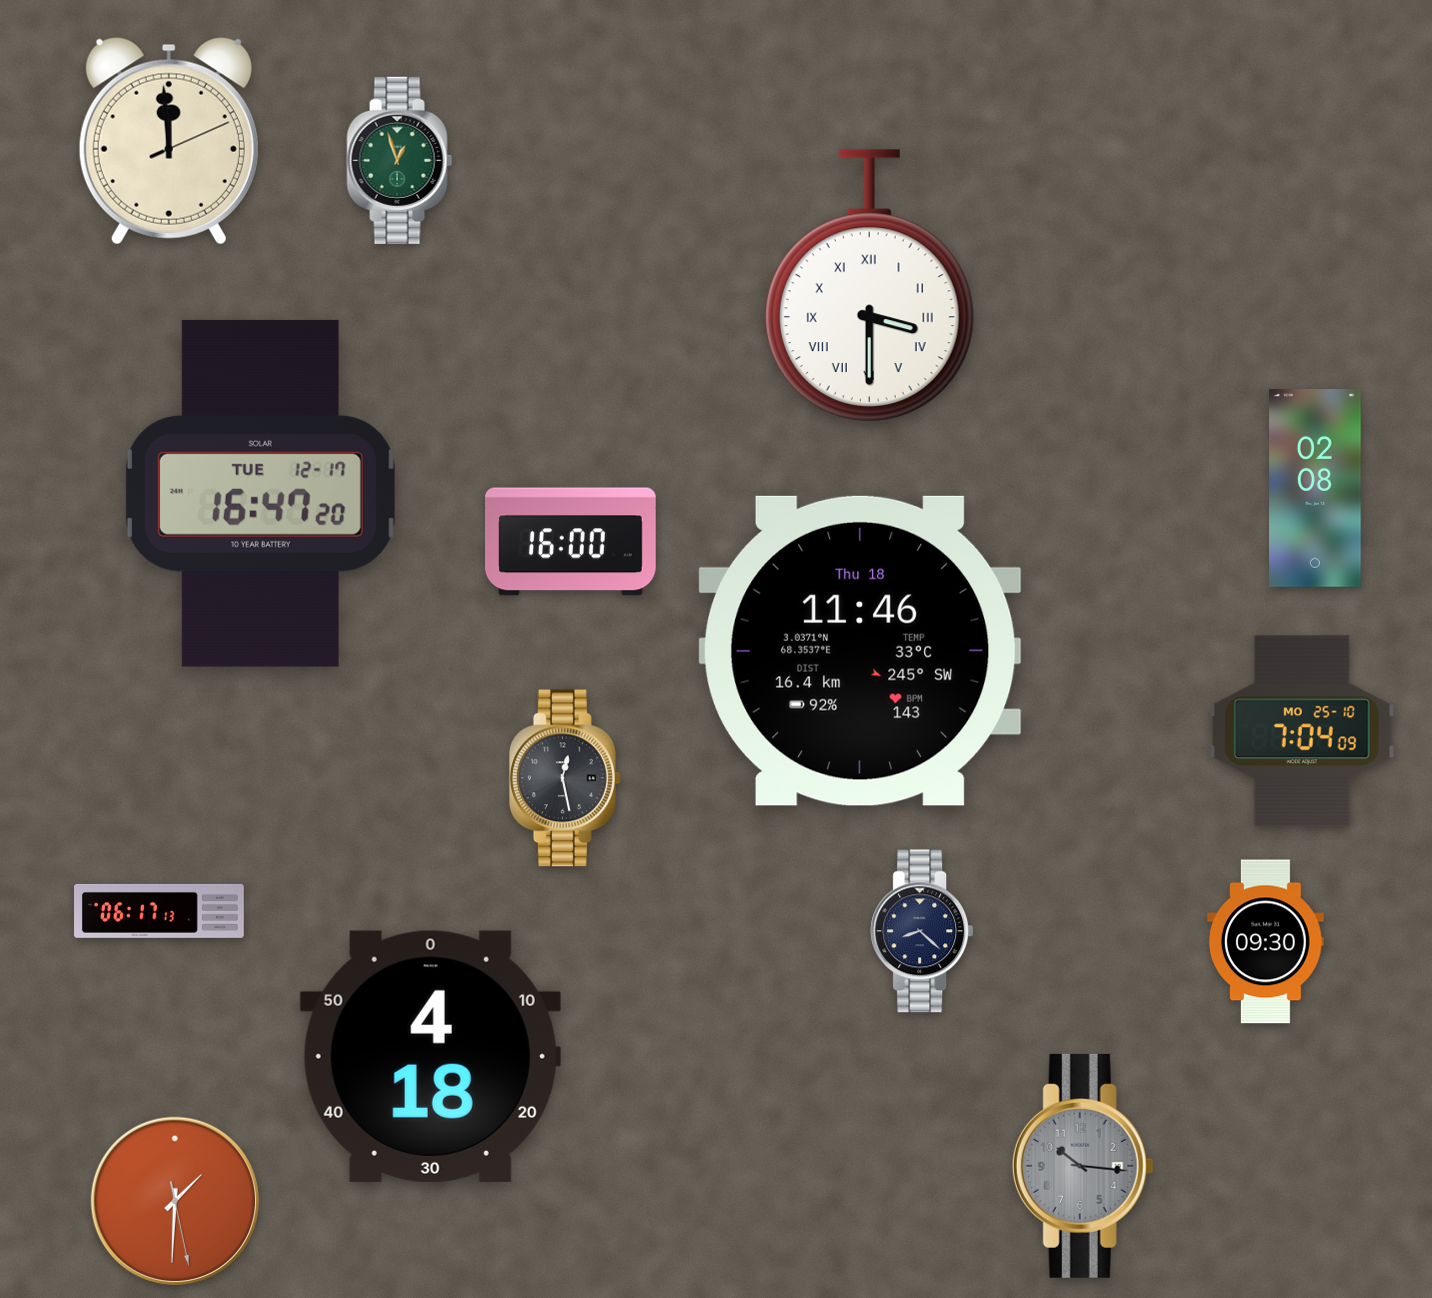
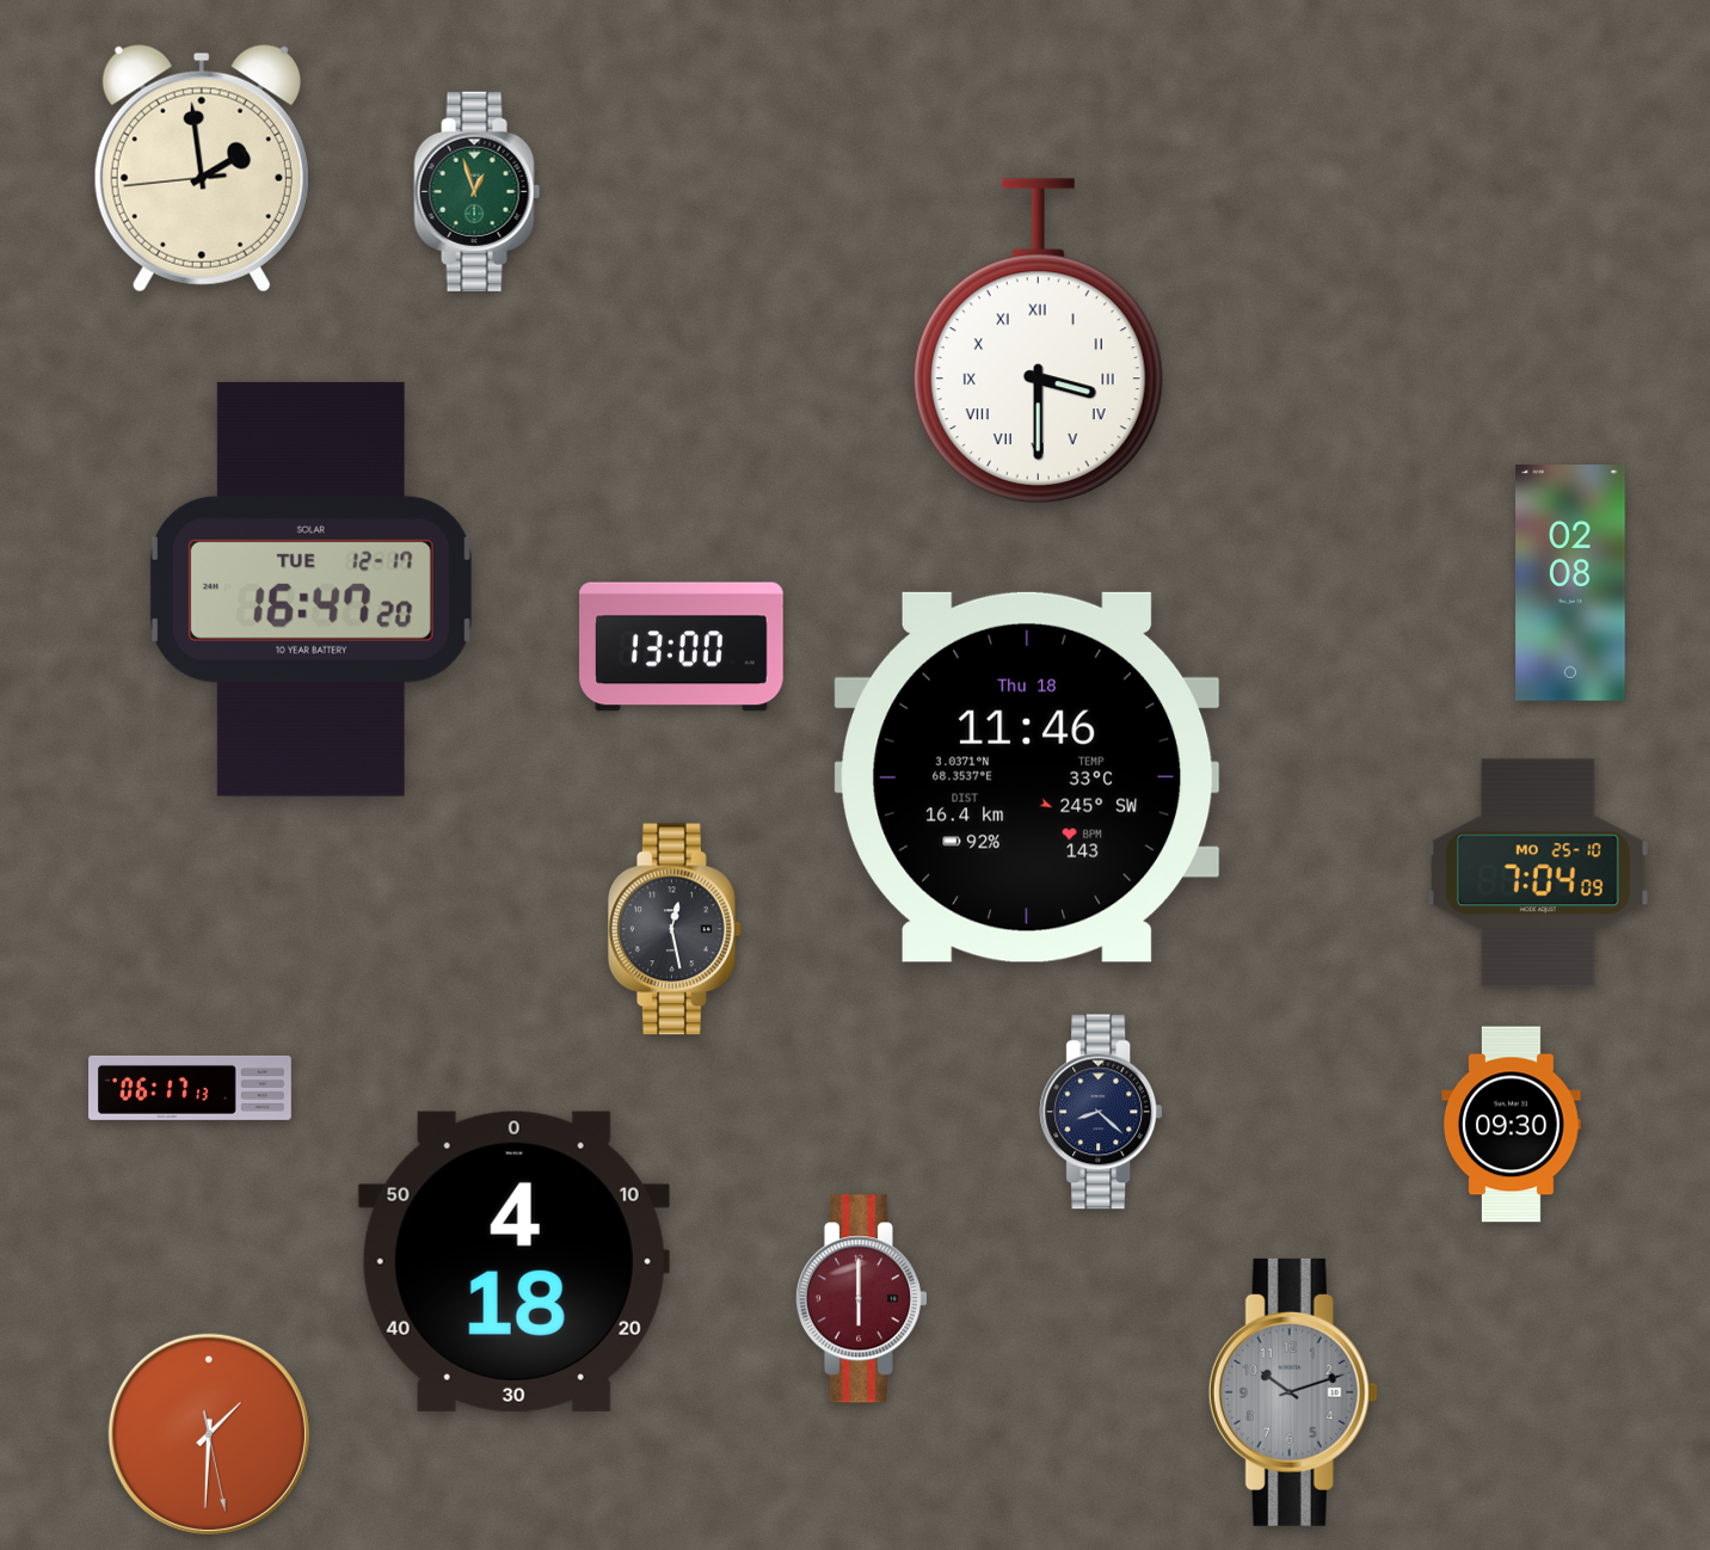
clock at (169, 141): 11:59 -> 1:58
clock at (571, 542): 16:00 -> 13:00
clock at (1302, 731) position: (1302, 731) -> (1538, 873)
clock at (861, 1299): none -> 6:00
clock at (1083, 1166): 10:16 -> 10:12
